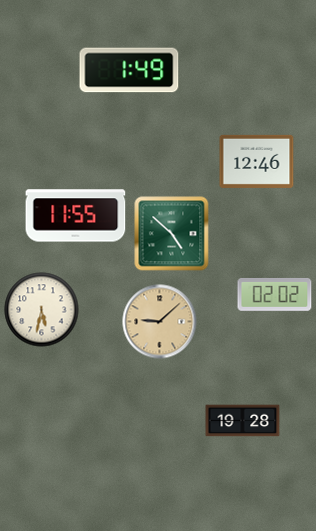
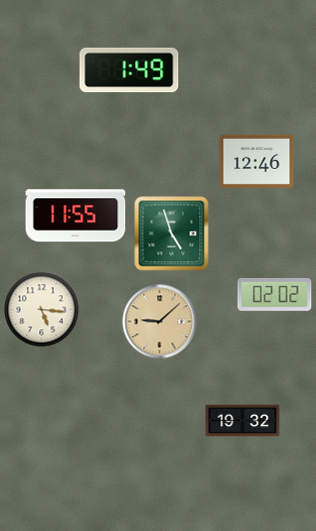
clock at (172, 234): 4:52 -> 4:57
clock at (42, 310): 5:32 -> 5:16
clock at (243, 421): 19:28 -> 19:32
